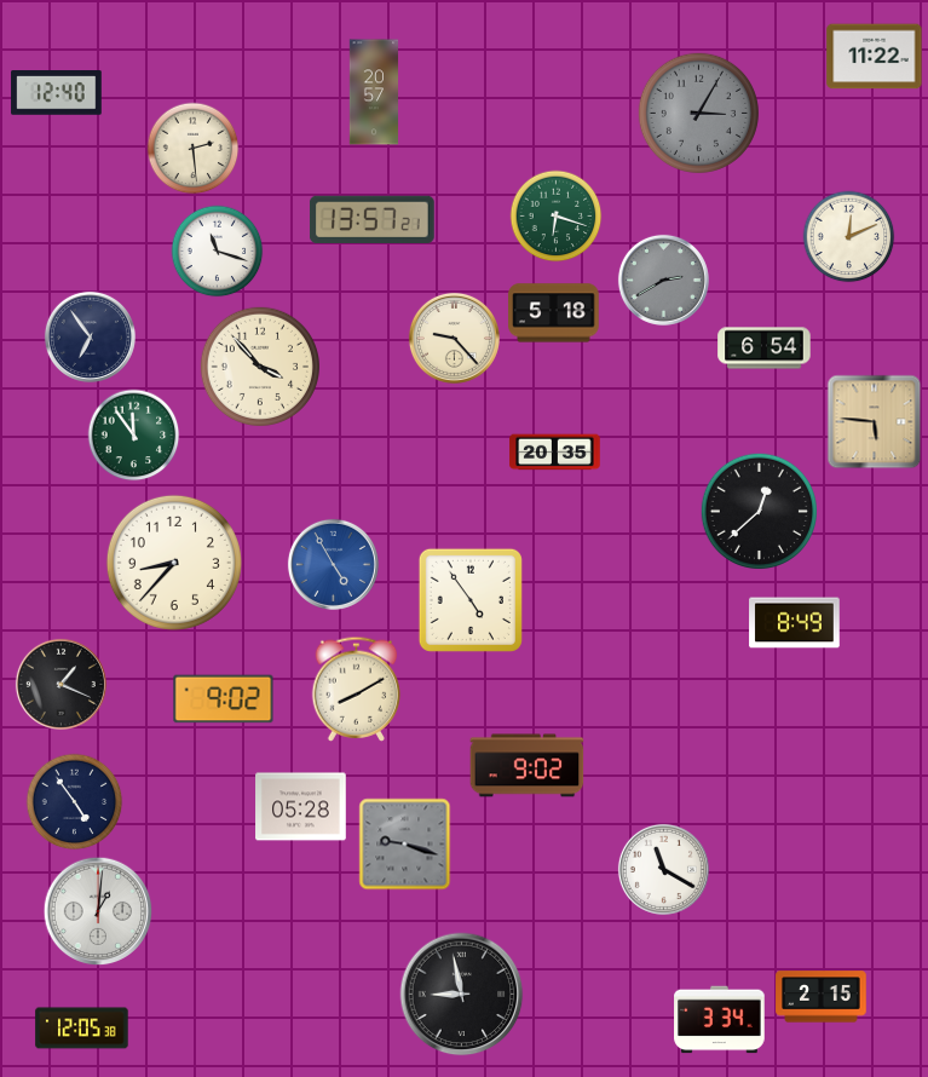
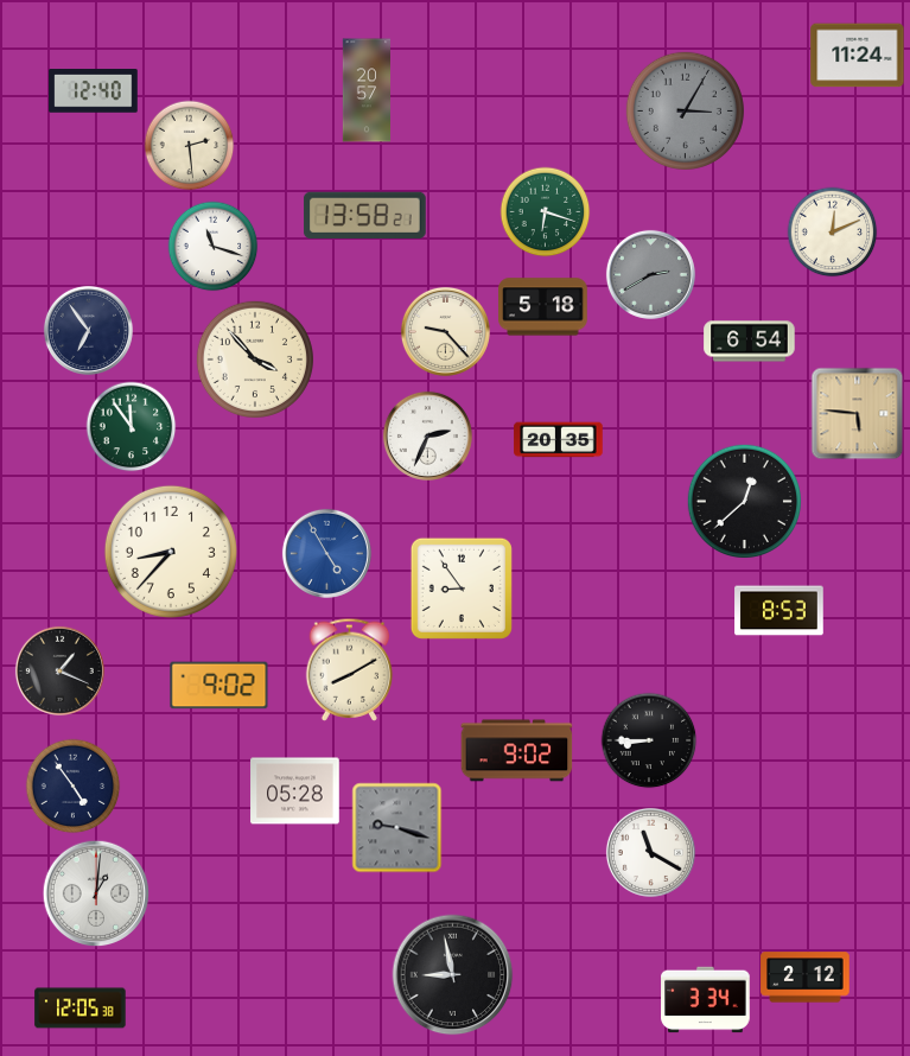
clock at (875, 57): 11:22 -> 11:24
clock at (57, 93) position: (57, 93) -> (94, 91)
clock at (373, 219): 13:57 -> 13:58
clock at (427, 435): none -> 2:34
clock at (555, 453) position: (555, 453) -> (559, 440)
clock at (471, 600): 4:54 -> 8:54
clock at (795, 623): 8:49 -> 8:53
clock at (357, 689) position: (357, 689) -> (350, 669)
clock at (649, 740): none -> 8:45
clock at (822, 997): 2:15 -> 2:12
